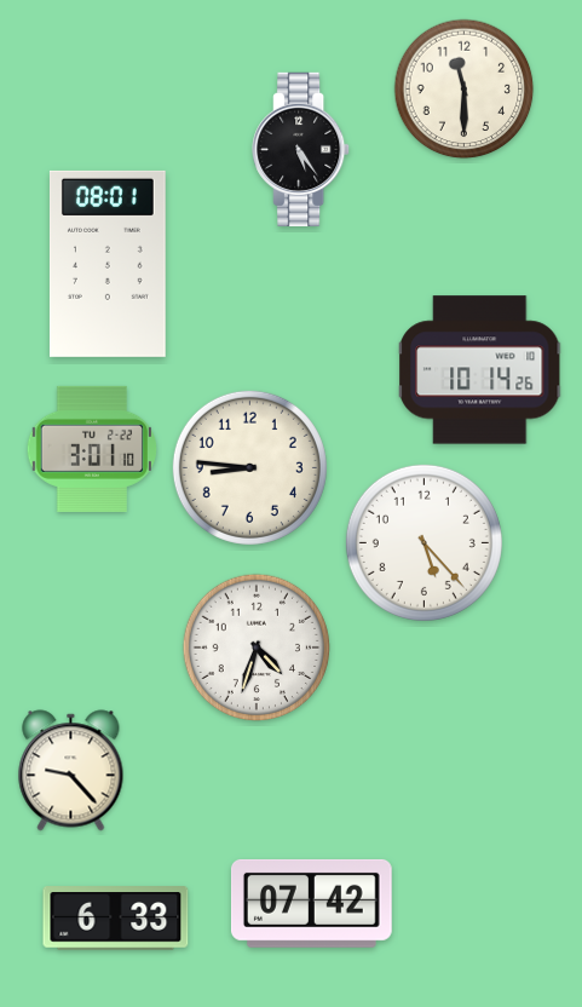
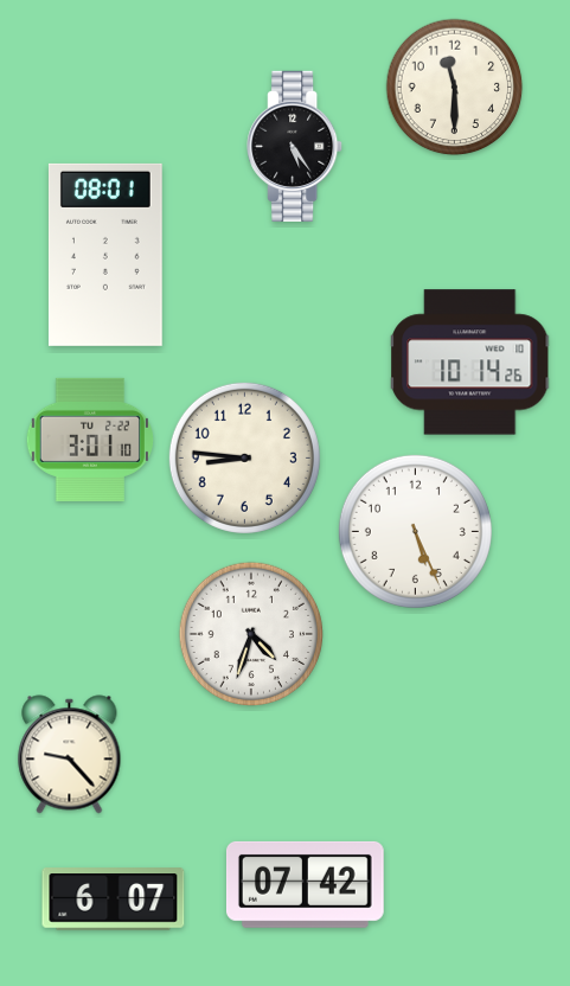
clock at (108, 264) position: (108, 264) -> (105, 255)
clock at (423, 542): 5:23 -> 5:26
clock at (116, 919): 6:33 -> 6:07
